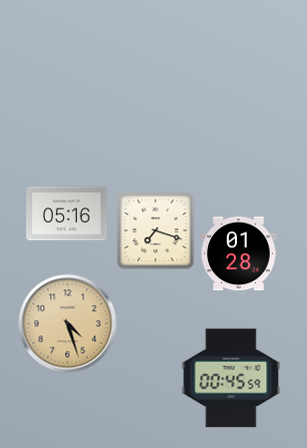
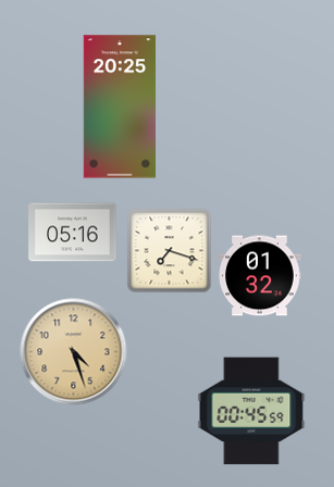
clock at (119, 107): none -> 20:25
clock at (239, 254): 01:28 -> 01:32
